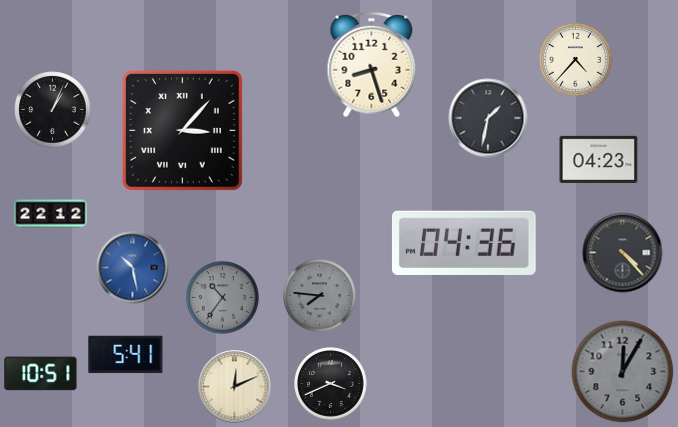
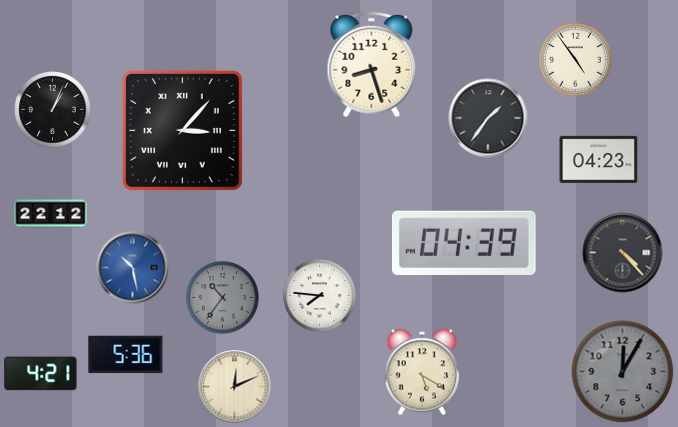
clock at (576, 60): 4:37 -> 4:54
clock at (488, 118): 1:32 -> 1:36
clock at (464, 243): 04:36 -> 04:39
clock at (320, 296) dial: grey -> white
clock at (126, 355): 5:41 -> 5:36
clock at (422, 372): none -> 5:20
clock at (41, 374): 10:51 -> 4:21
clock at (331, 384): 3:41 -> none
